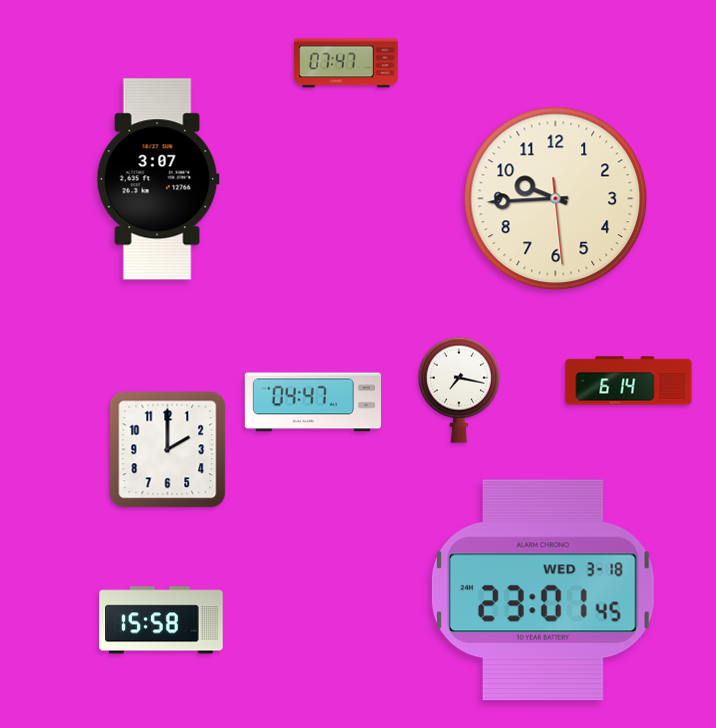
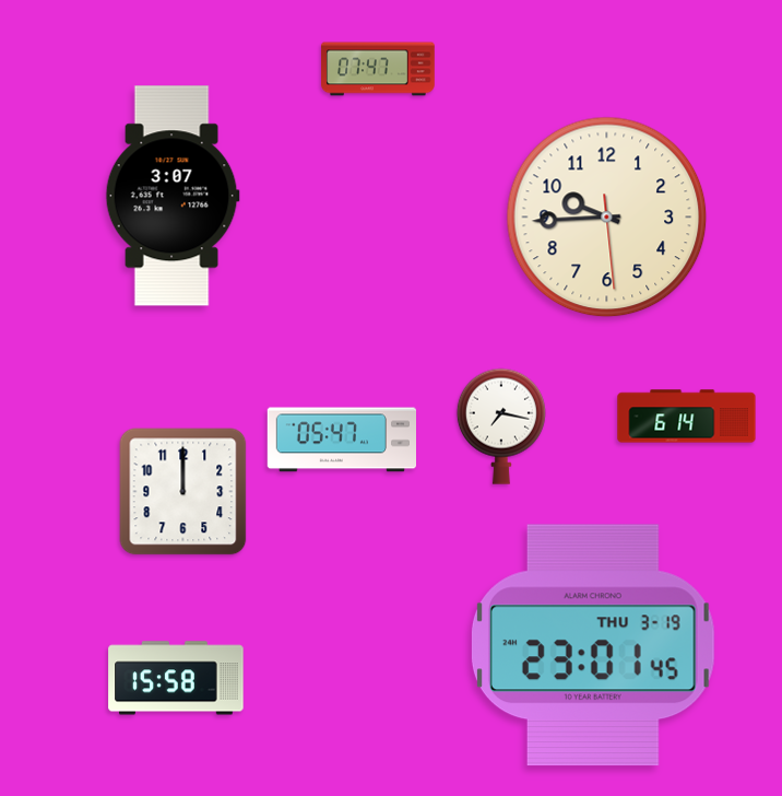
clock at (312, 402): 04:47 -> 05:47
clock at (168, 450): 2:00 -> 12:00
clock at (543, 590) date: WED 3-18 -> THU 3-19
